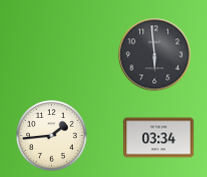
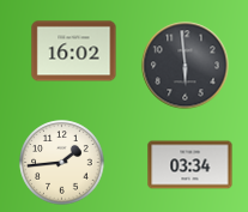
clock at (74, 52): none -> 16:02
